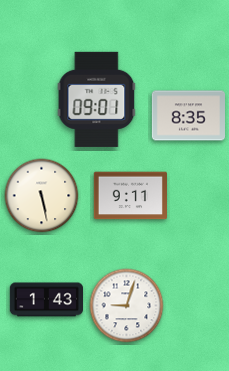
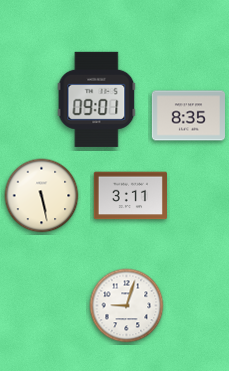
clock at (130, 196): 9:11 -> 3:11
clock at (46, 300): 1:43 -> none
